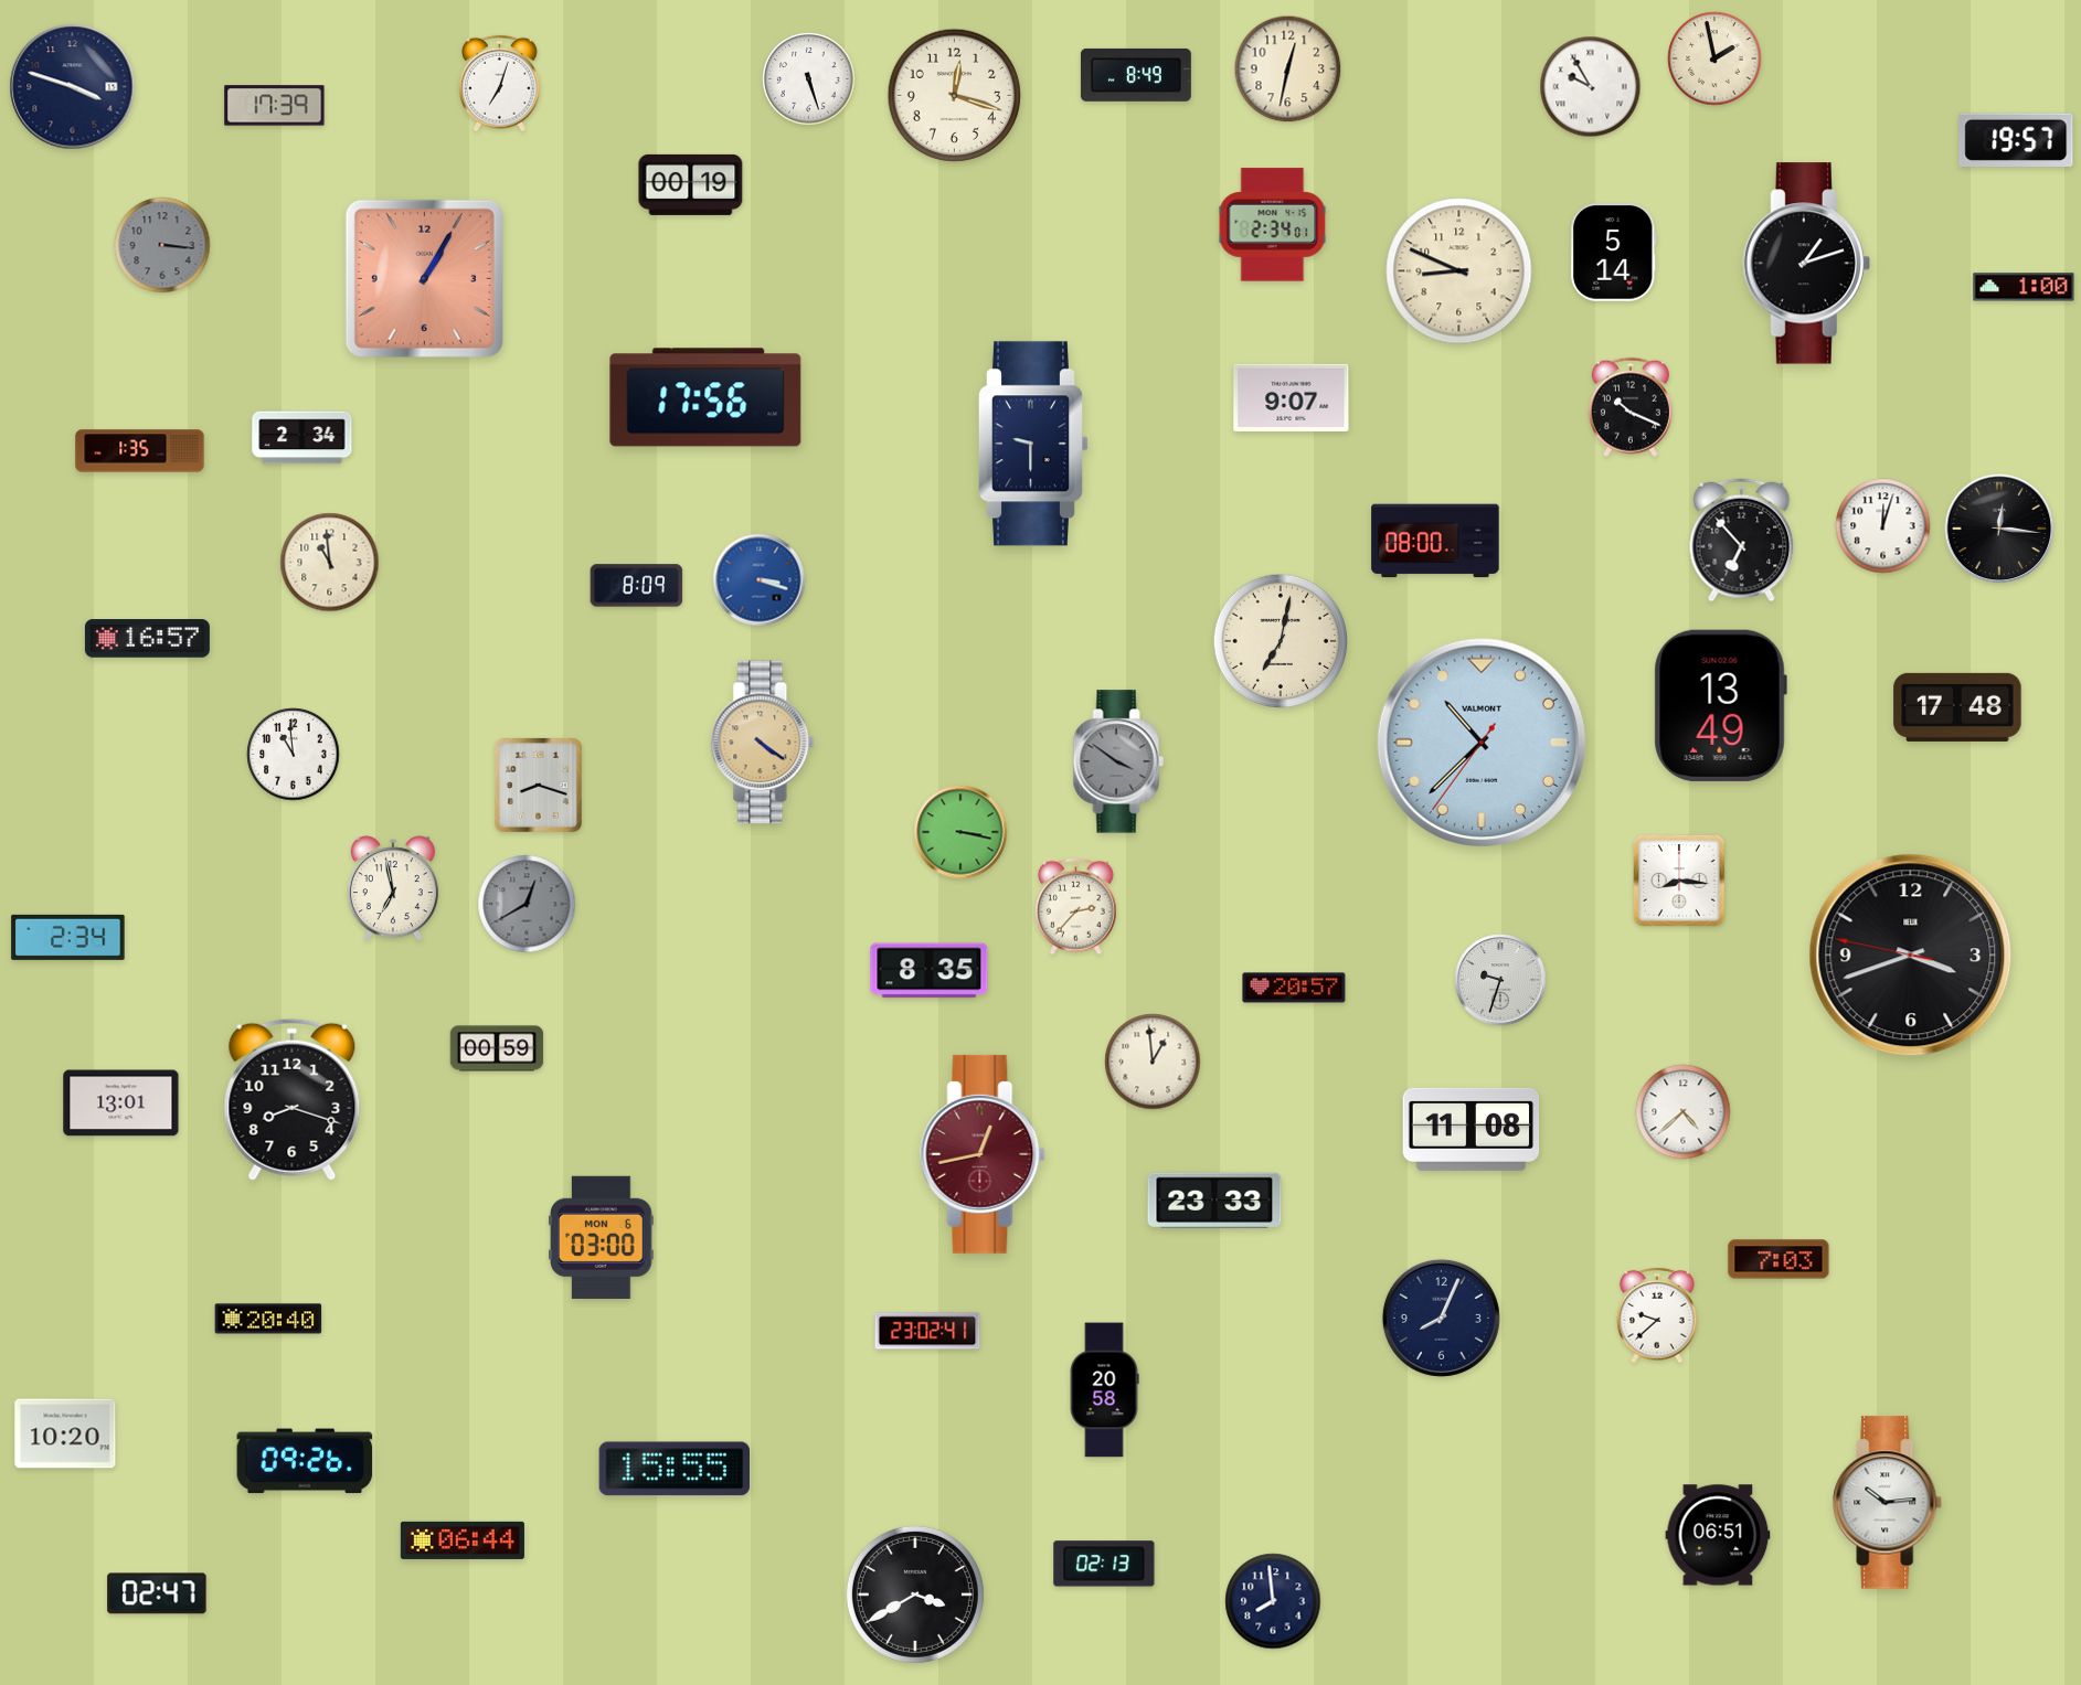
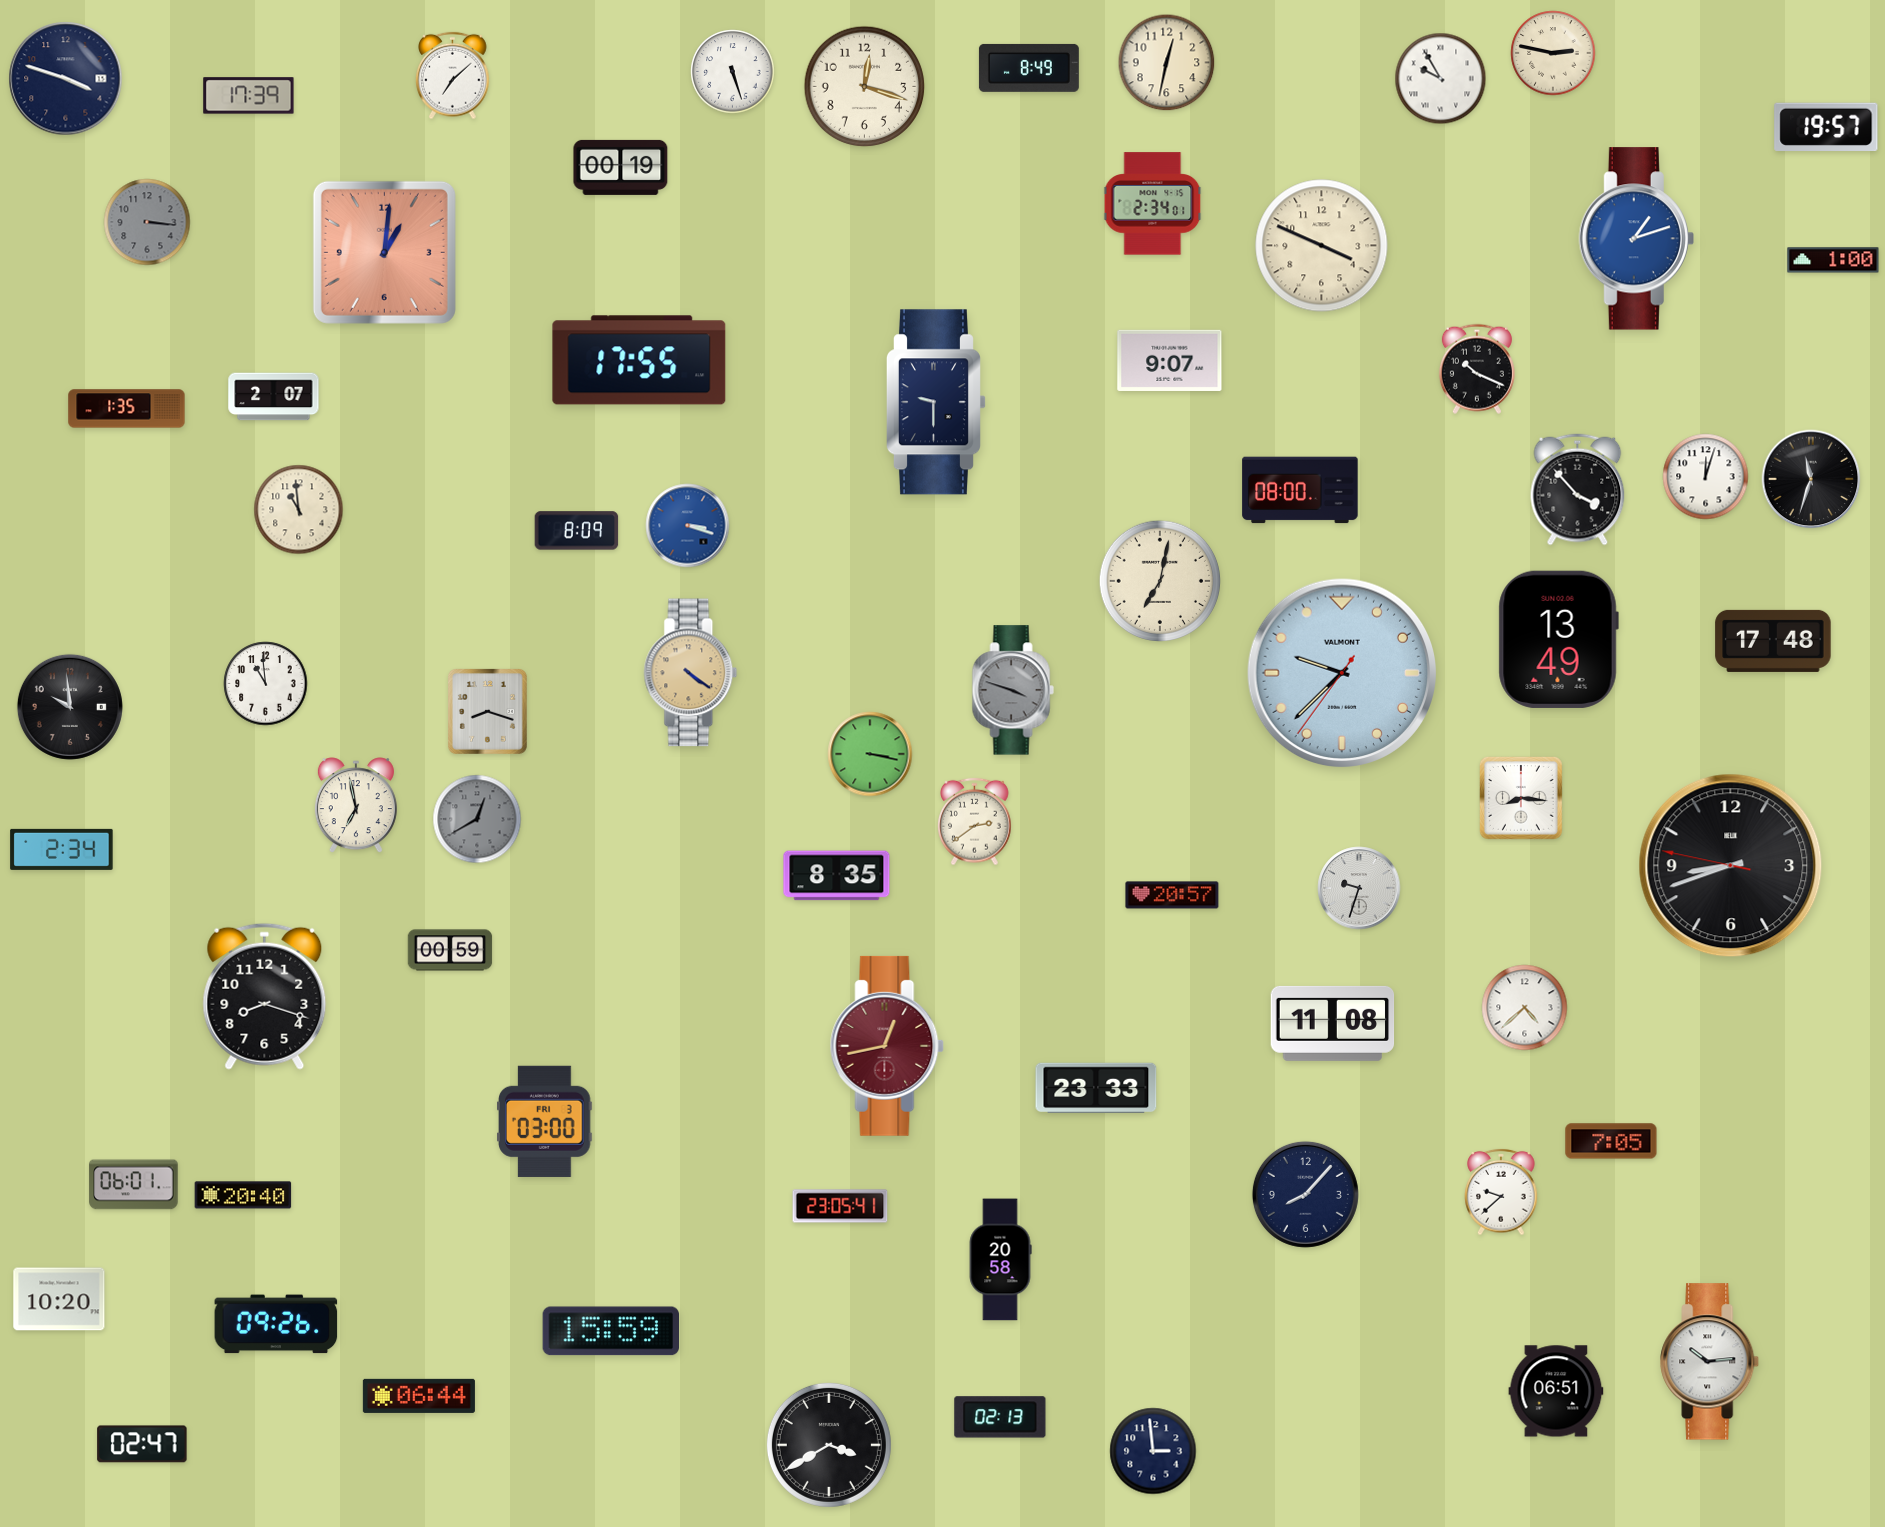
clock at (1714, 58): 1:58 -> 2:47
clock at (500, 84): 7:03 -> 7:08
clock at (691, 184) position: (691, 184) -> (621, 167)
clock at (1614, 253): 5:14 -> none
clock at (1806, 264) dial: black -> blue
clock at (1459, 271): 8:49 -> 3:49
clock at (424, 278): 1:05 -> 1:01
clock at (705, 397): 17:56 -> 17:55
clock at (302, 438): 2:34 -> 2:07
clock at (1999, 529): 12:16 -> 11:33
clock at (1742, 541): 6:53 -> 3:53
clock at (147, 639): 16:57 -> none
clock at (1482, 743): 10:37 -> 9:37
clock at (1118, 761): 3:51 -> 3:48
clock at (70, 707): none -> 9:59
clock at (1076, 907): 2:37 -> 2:39
clock at (1911, 956): 3:41 -> 8:41
clock at (930, 971) position: (930, 971) -> (837, 876)
clock at (1153, 1062): 12:59 -> none
clock at (121, 1103): 13:01 -> none
clock at (983, 1154) position: (983, 1154) -> (887, 1046)
clock at (1214, 1201) position: (1214, 1201) -> (1096, 1088)
clock at (602, 1237) date: MON 6 -> FRI 3
clock at (1779, 1259): 7:03 -> 7:05
clock at (134, 1185): none -> 06:01
clock at (1441, 1318): 8:04 -> 8:07
clock at (927, 1331): 23:02 -> 23:05
clock at (675, 1469): 15:55 -> 15:59
clock at (1273, 1601): 7:59 -> 2:59
